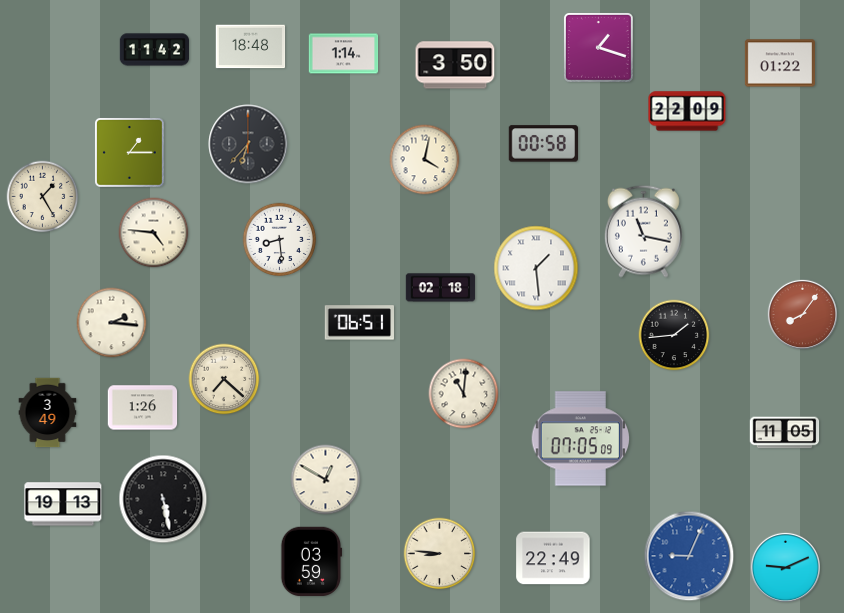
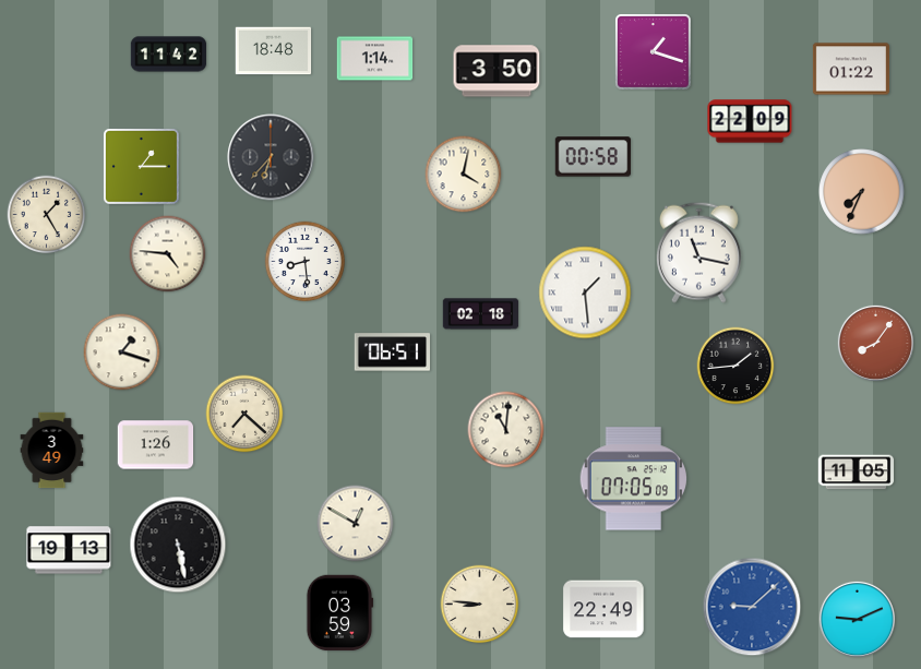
clock at (862, 192): none -> 7:34
clock at (643, 231) position: (643, 231) -> (698, 252)
clock at (112, 323): 2:16 -> 1:18
clock at (689, 556): 9:04 -> 9:08
